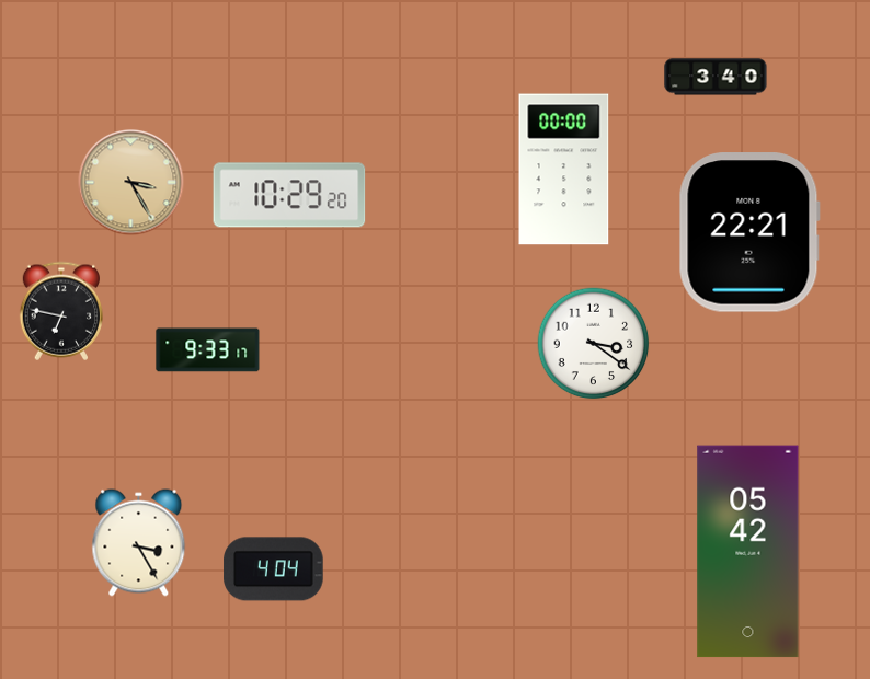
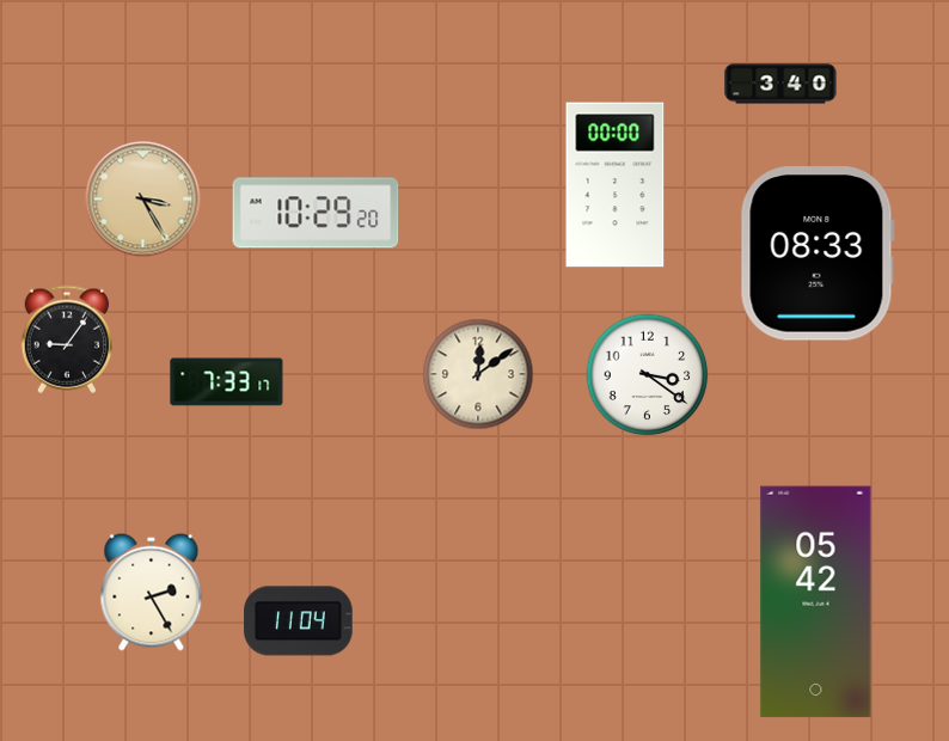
clock at (749, 232): 22:21 -> 08:33
clock at (60, 311): 6:47 -> 9:06
clock at (478, 374): none -> 12:09
clock at (208, 350): 9:33 -> 7:33
clock at (139, 543): 3:25 -> 2:25
clock at (274, 569): 4:04 -> 11:04
